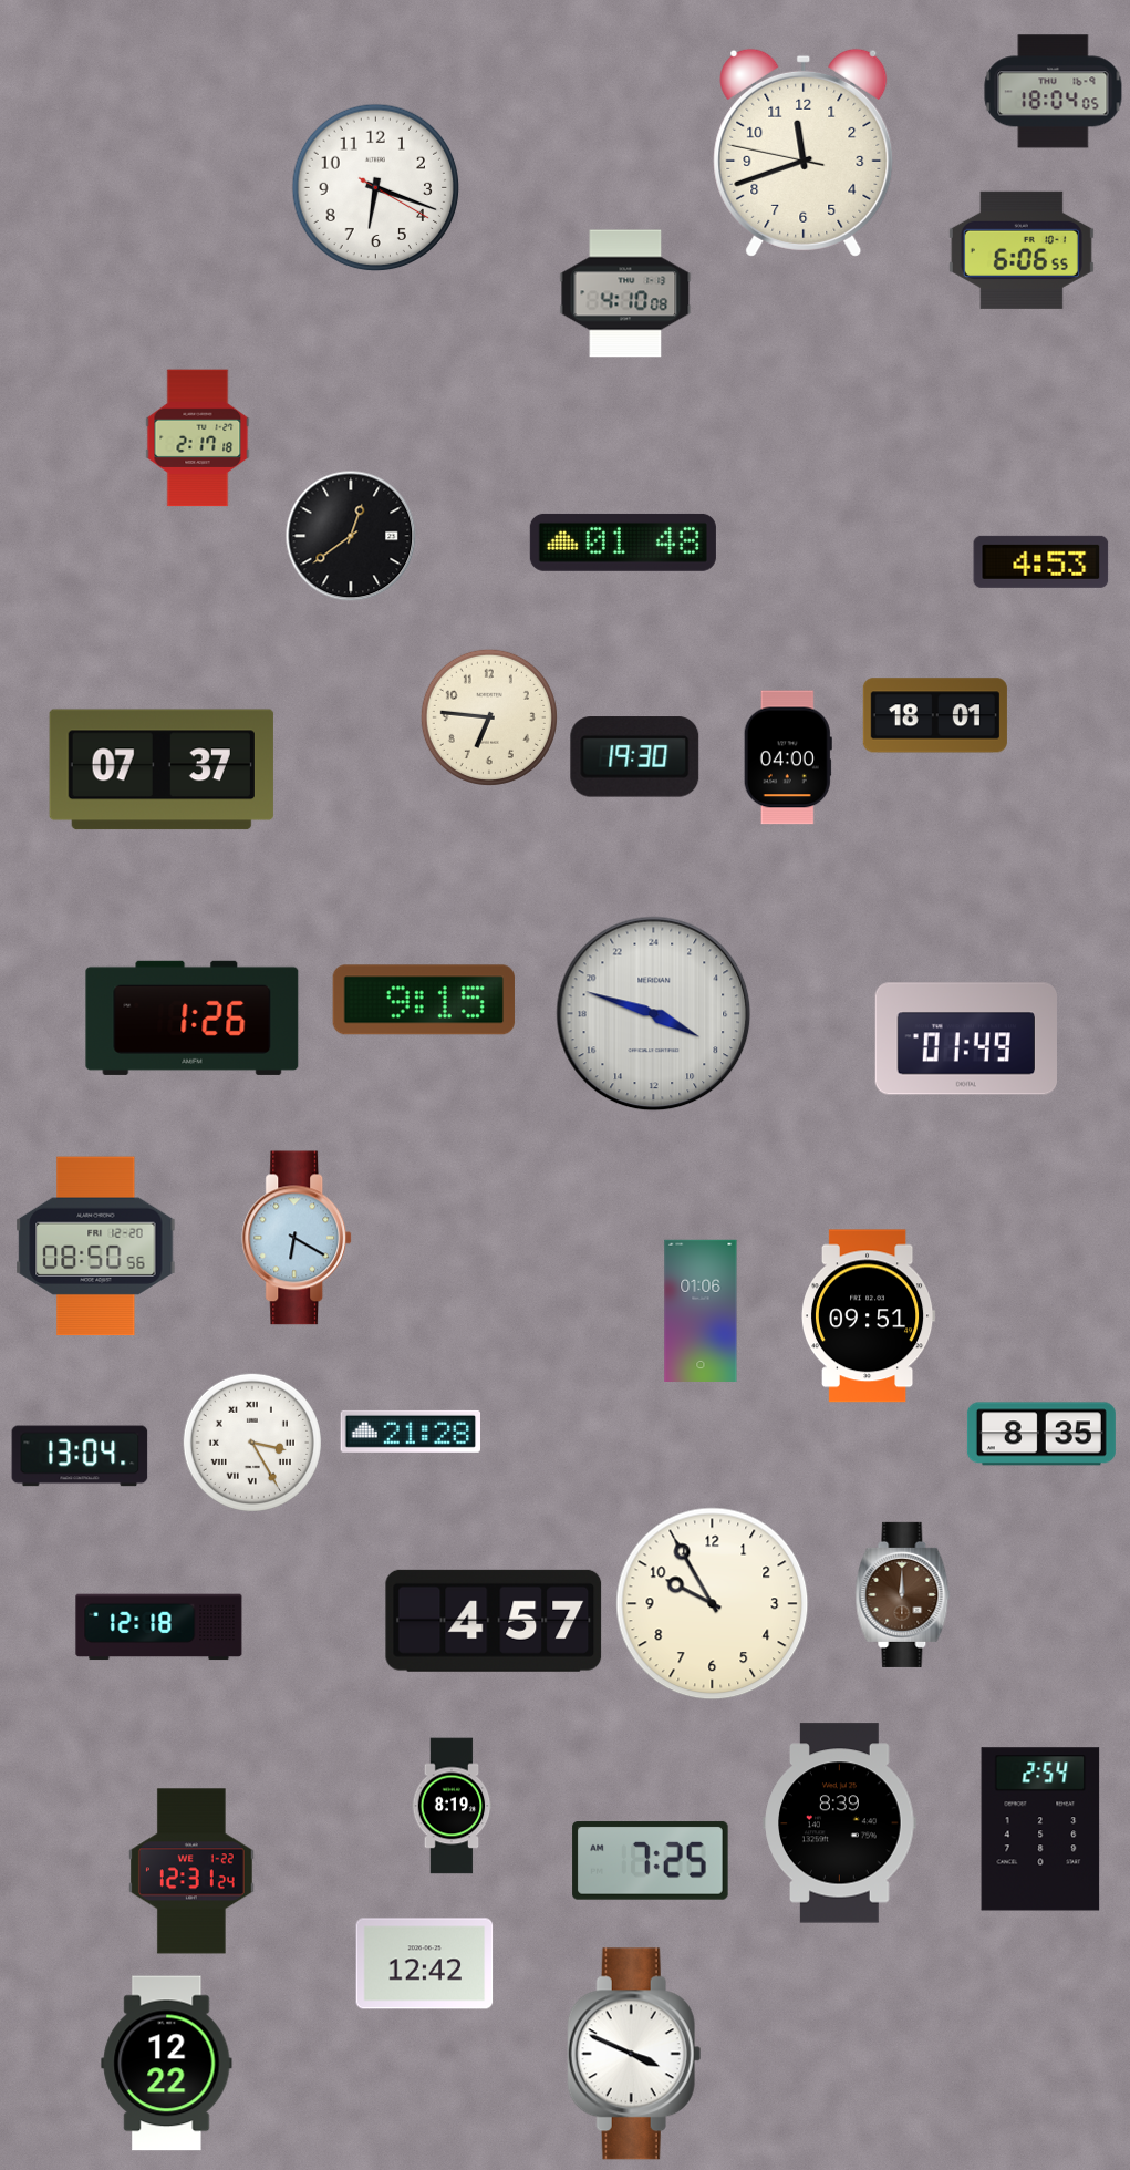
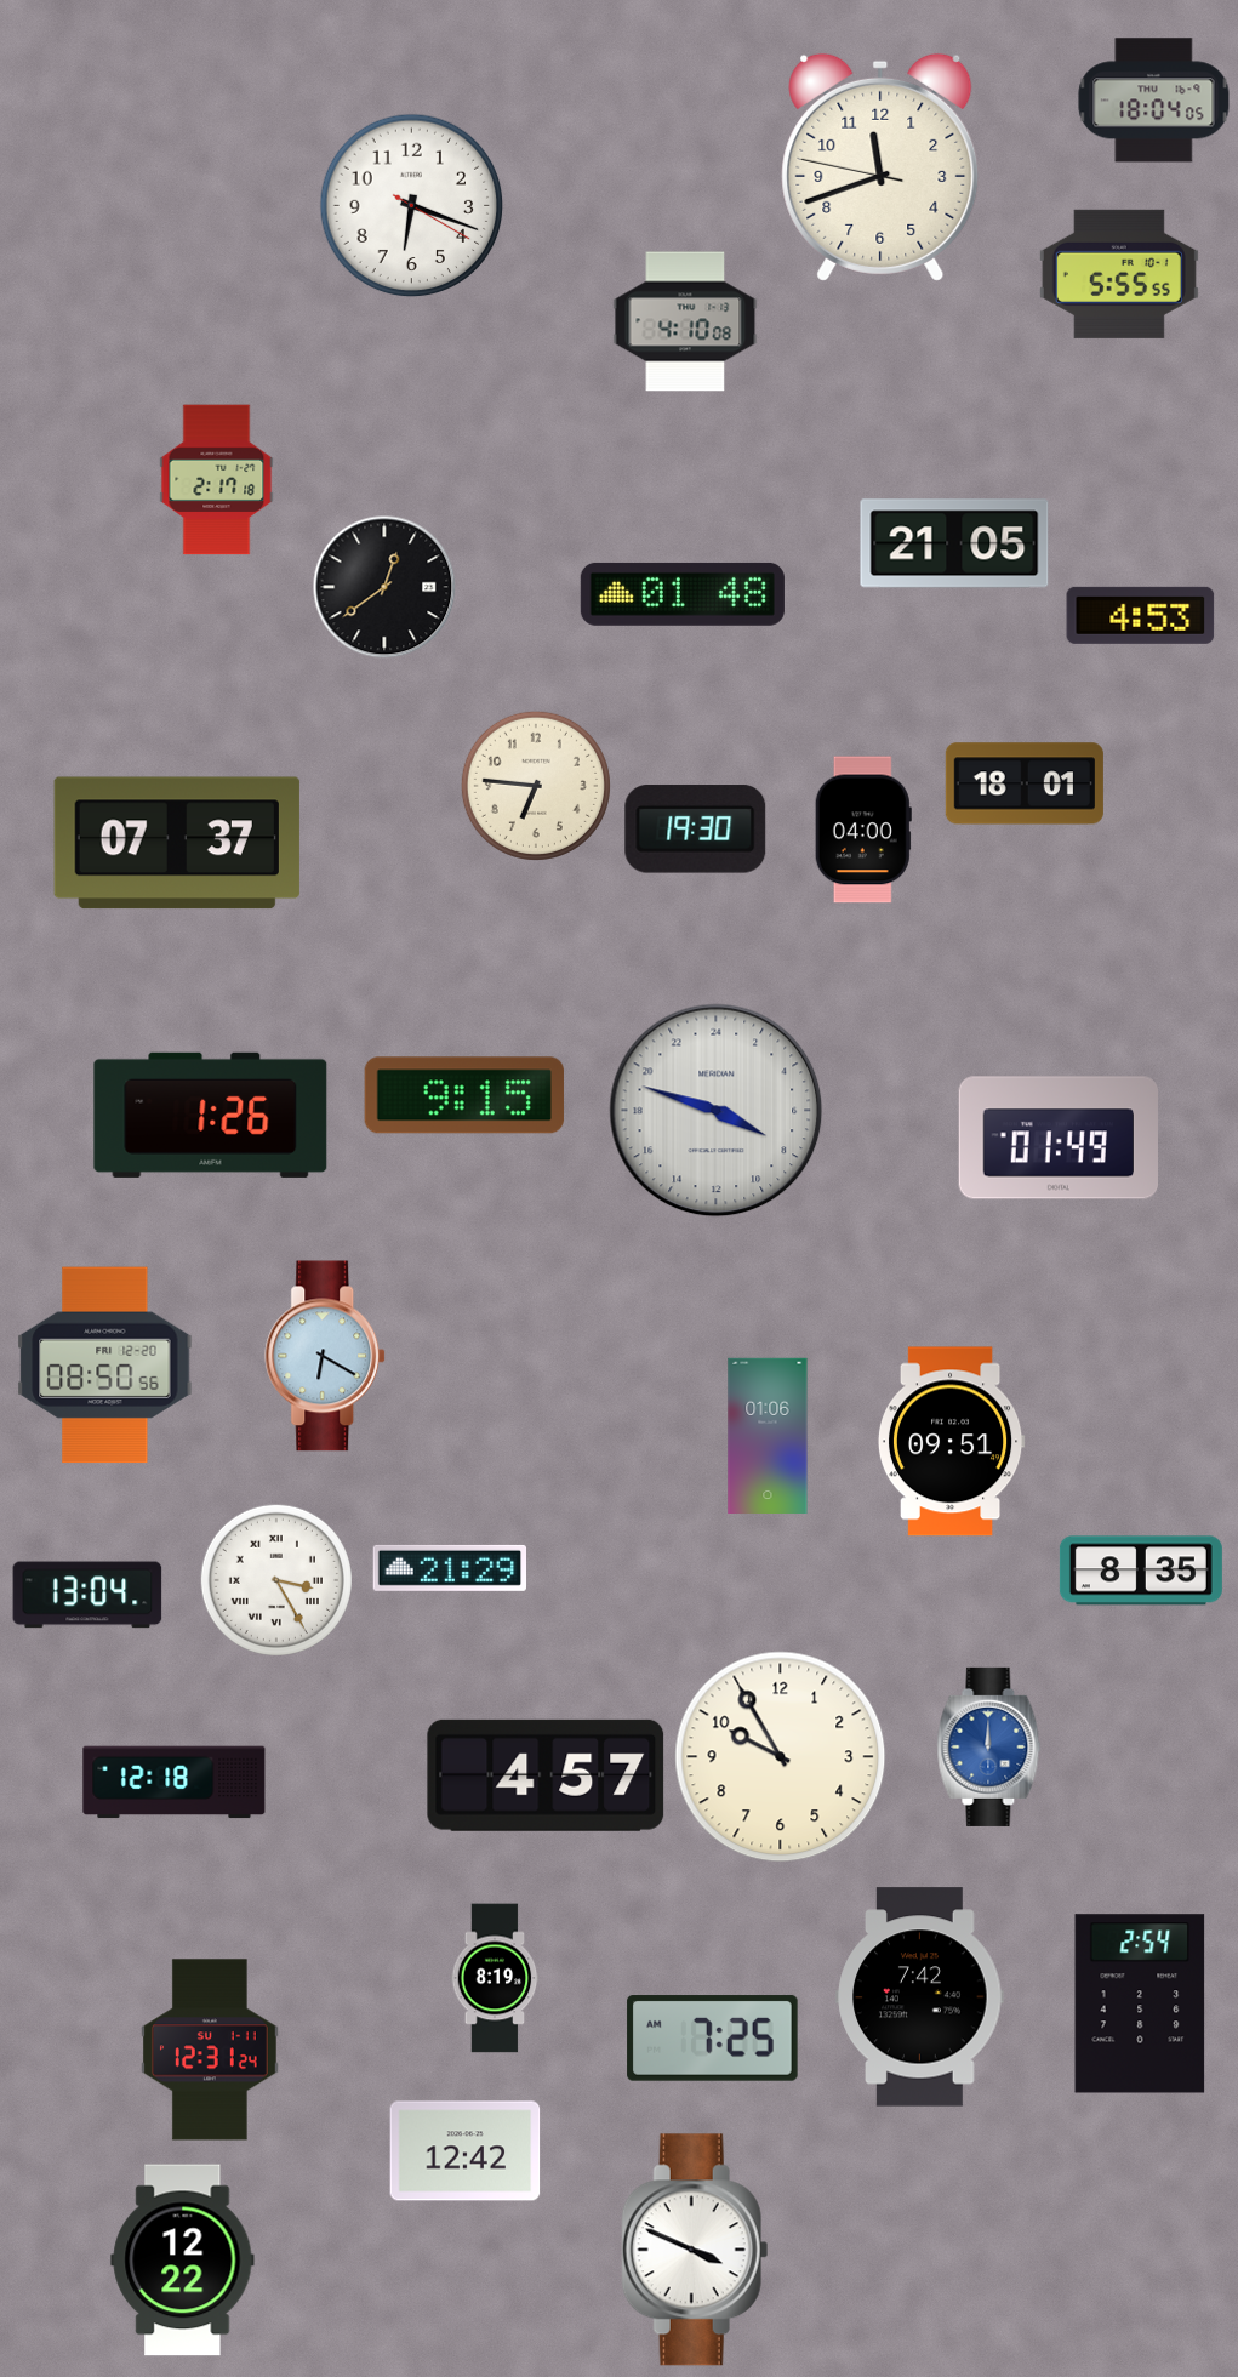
clock at (1022, 250): 6:06 -> 5:55
clock at (954, 543): none -> 21:05
clock at (411, 1432): 21:28 -> 21:29
clock at (903, 1594) dial: brown -> blue
clock at (494, 1621) position: (494, 1621) -> (546, 1775)
clock at (840, 1823): 8:39 -> 7:42
clock at (191, 1871) date: WE 1-22 -> SU 1-11
